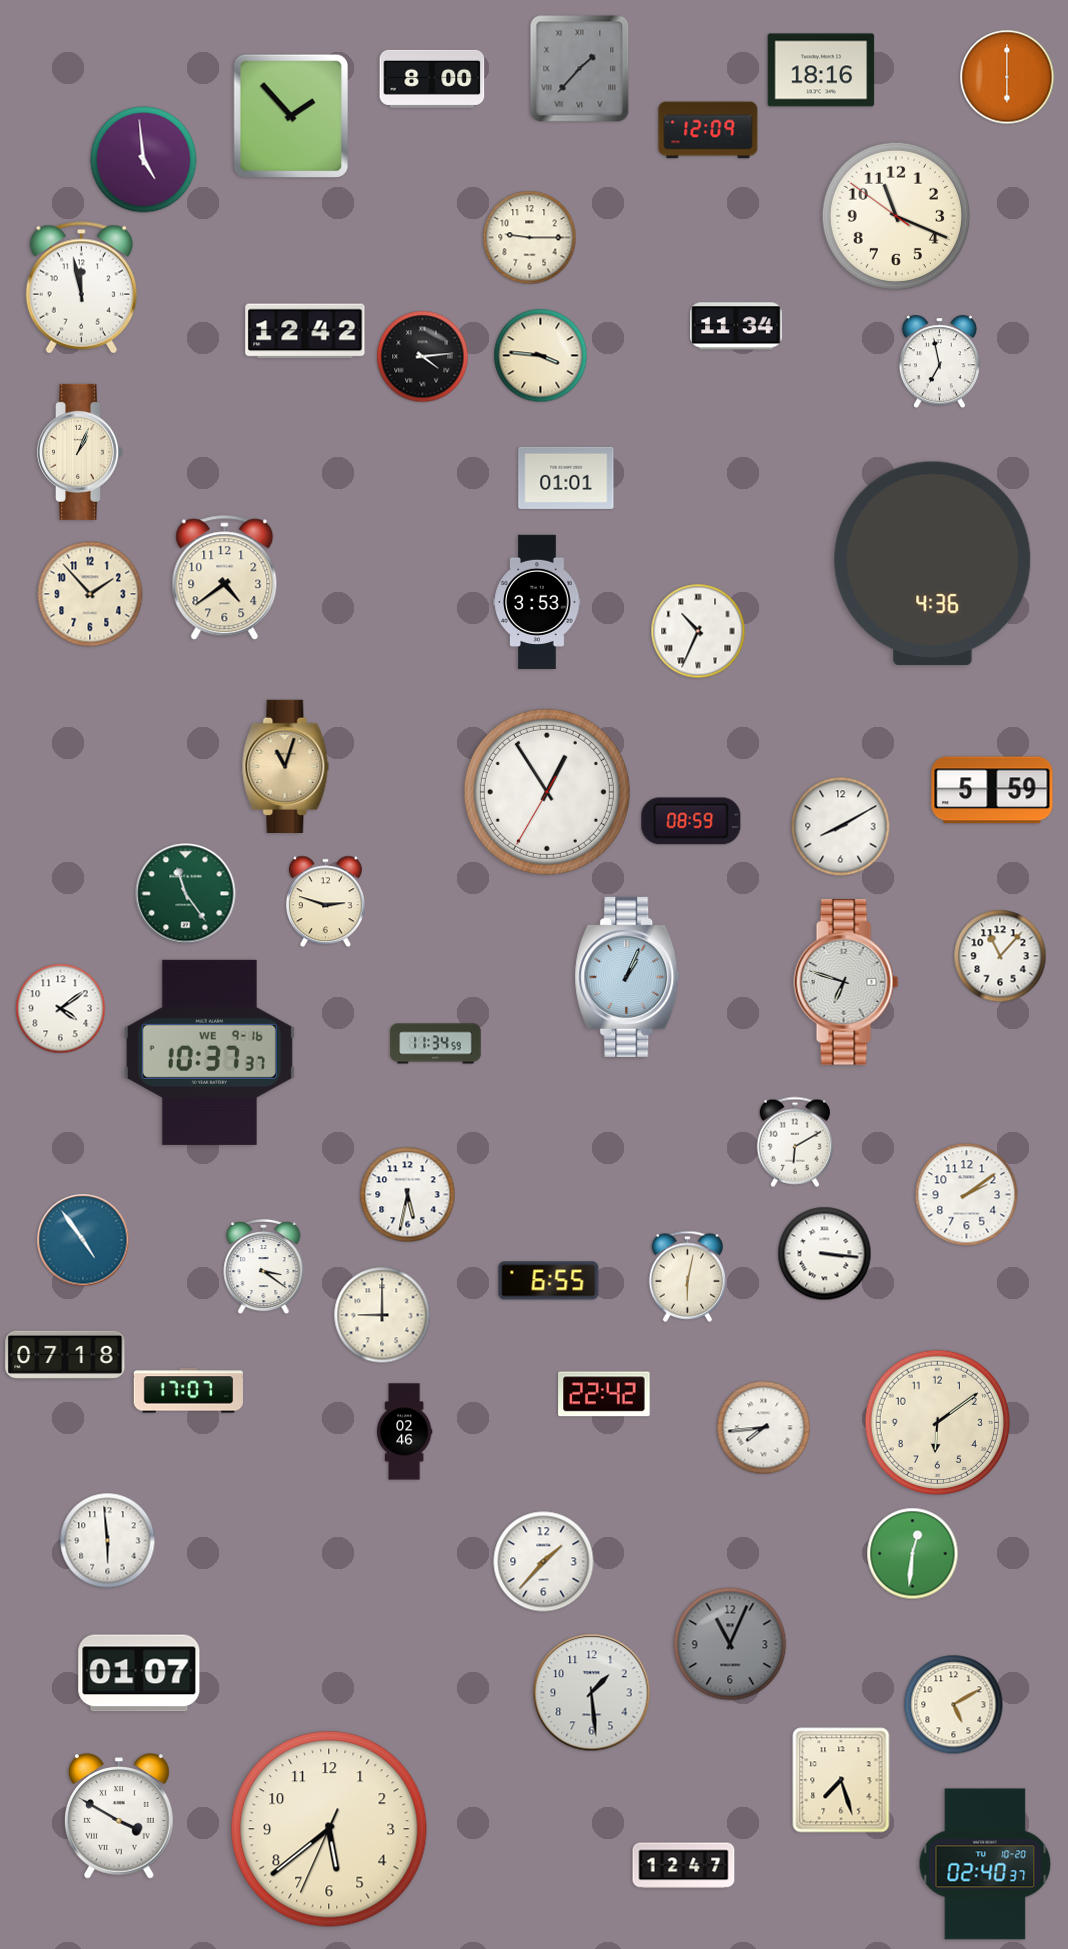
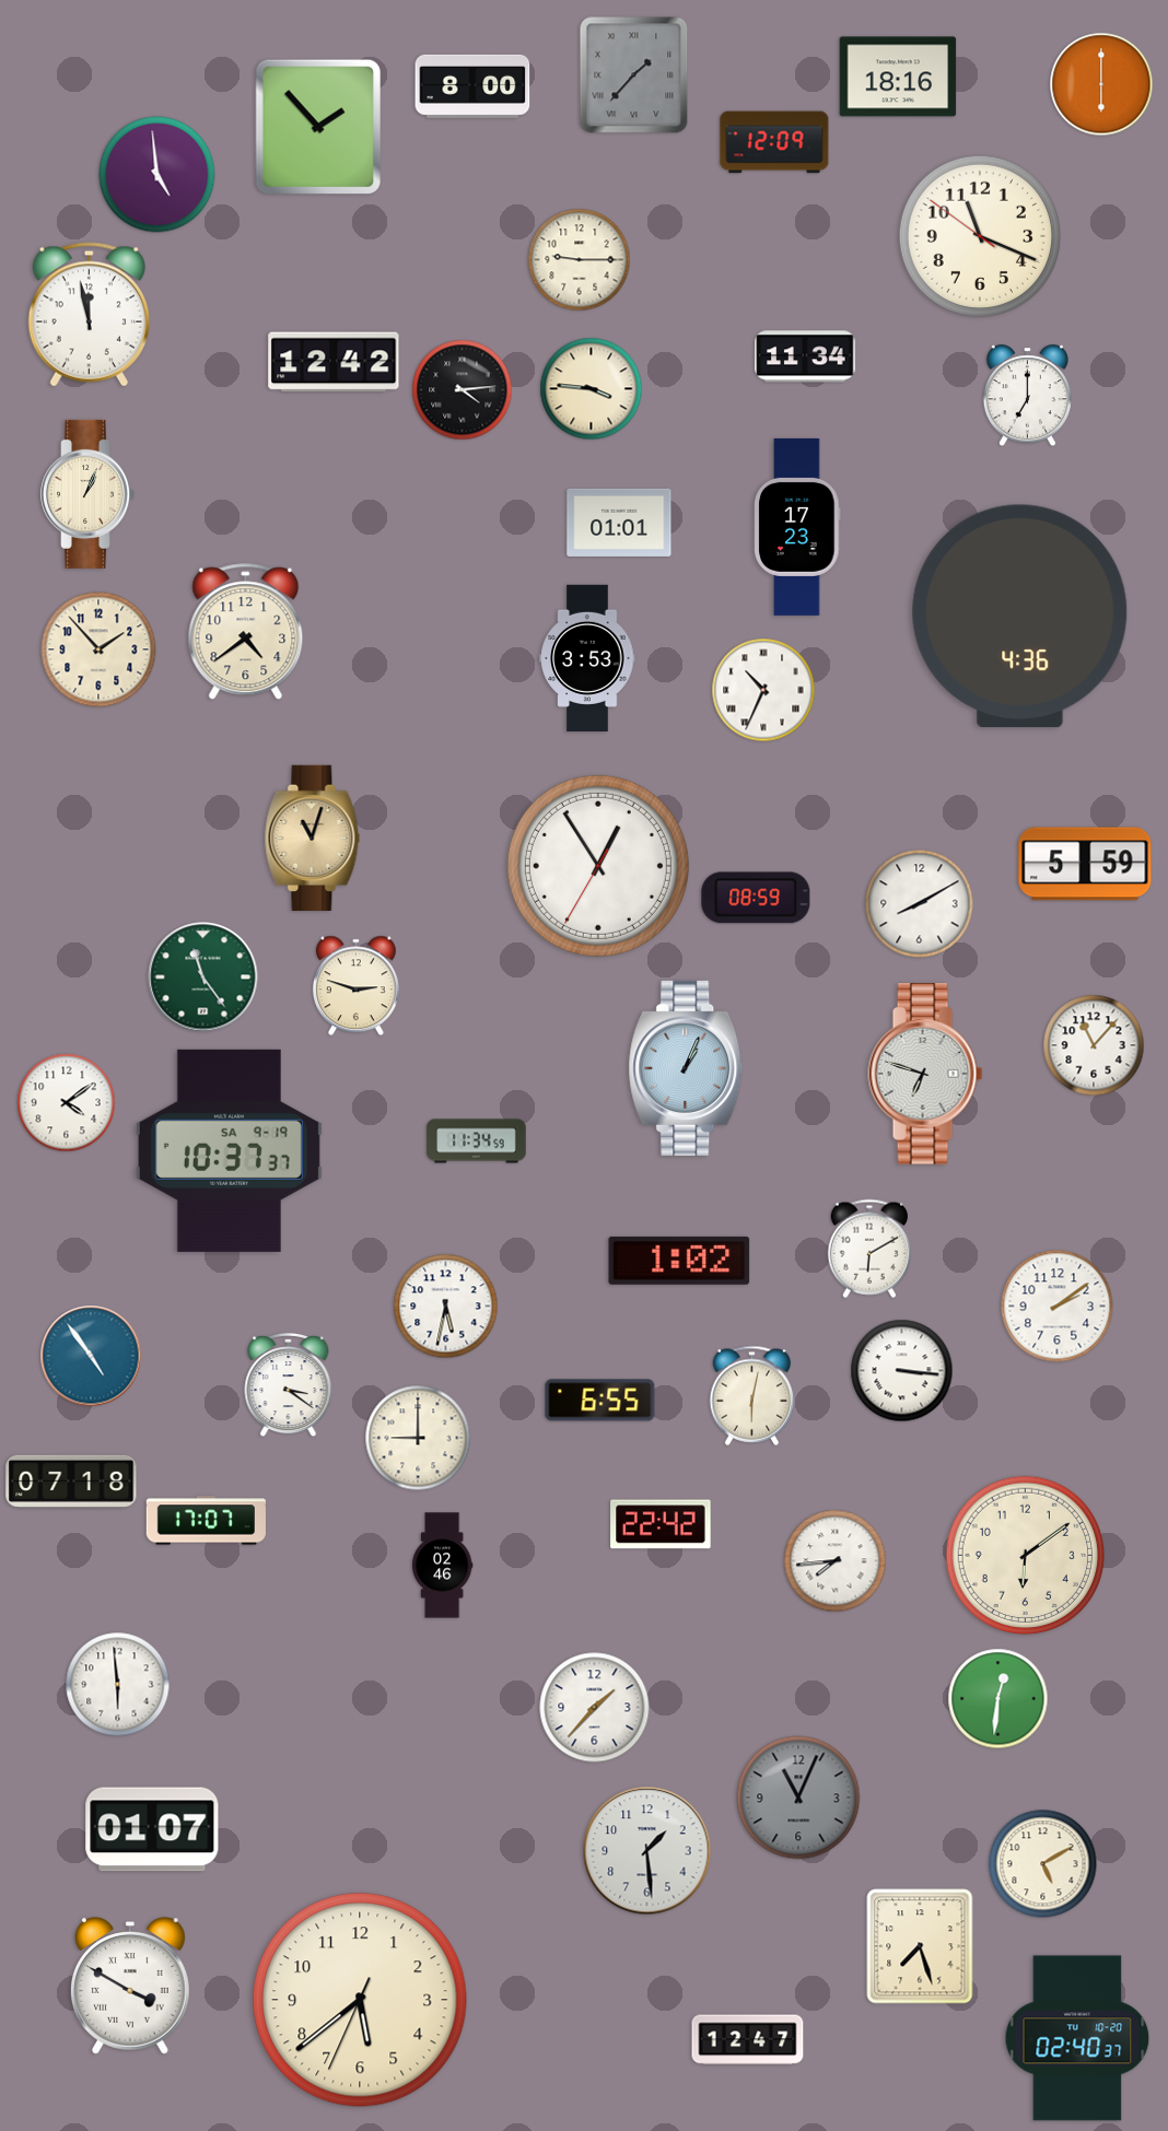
clock at (939, 362): 6:58 -> 7:00
clock at (797, 527): none -> 17:23
clock at (209, 1052) date: WE 9-16 -> SA 9-19
clock at (679, 1261): none -> 1:02
